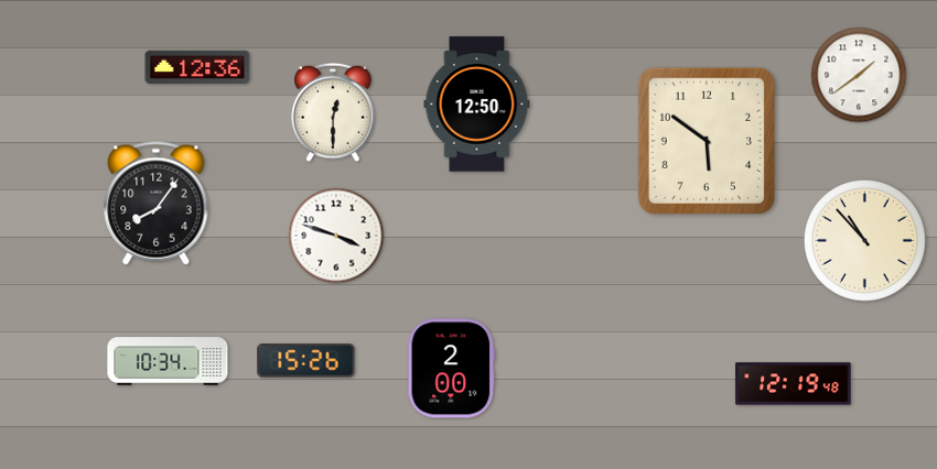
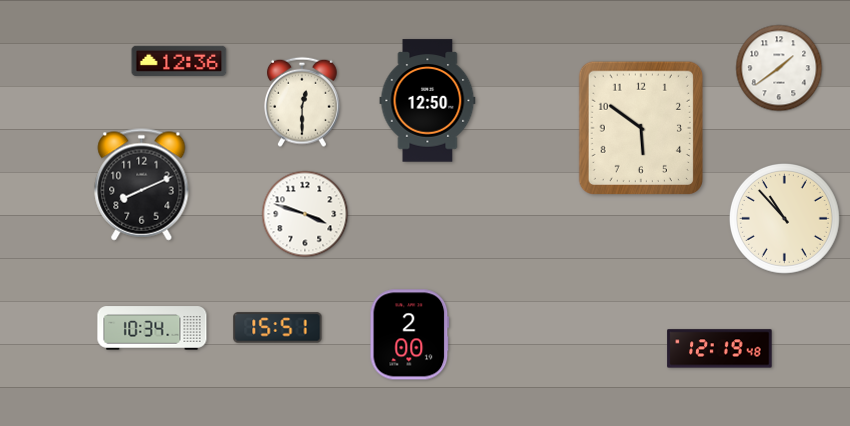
clock at (477, 105) position: (477, 105) -> (428, 101)
clock at (157, 204): 8:06 -> 8:11
clock at (306, 361): 15:26 -> 15:51
